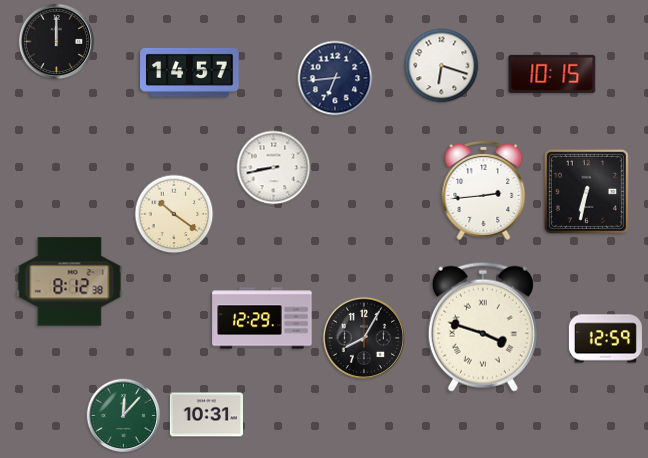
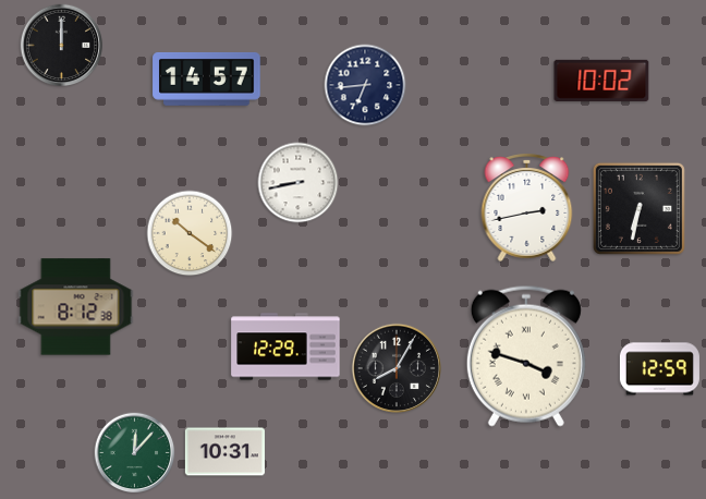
clock at (442, 66): 6:18 -> none
clock at (552, 74): 10:15 -> 10:02
clock at (484, 190): 2:44 -> 2:43
